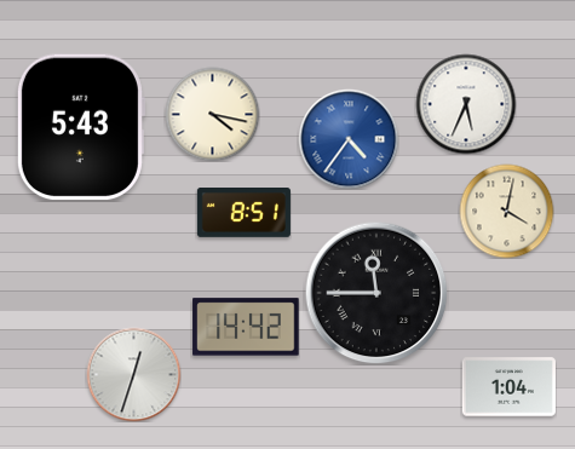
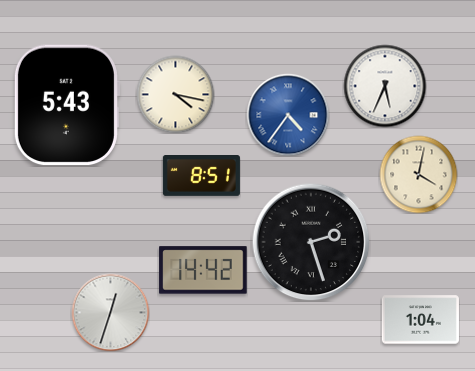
clock at (376, 293): 11:45 -> 2:27
clock at (133, 374) position: (133, 374) -> (110, 312)
